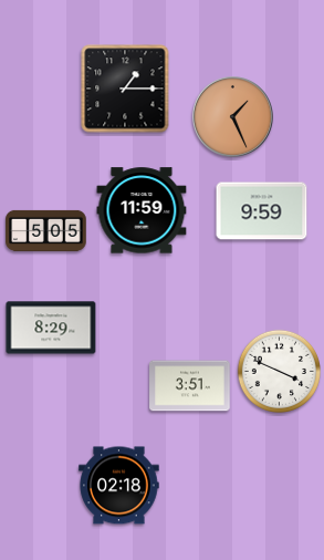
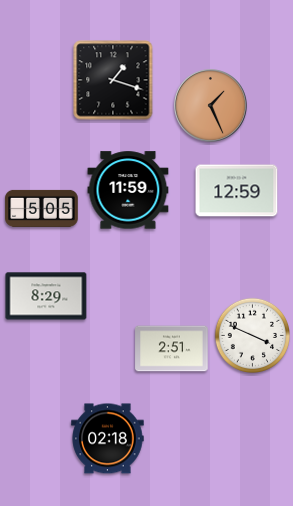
clock at (125, 89): 1:15 -> 1:18
clock at (262, 211): 9:59 -> 12:59
clock at (190, 386): 3:51 -> 2:51
